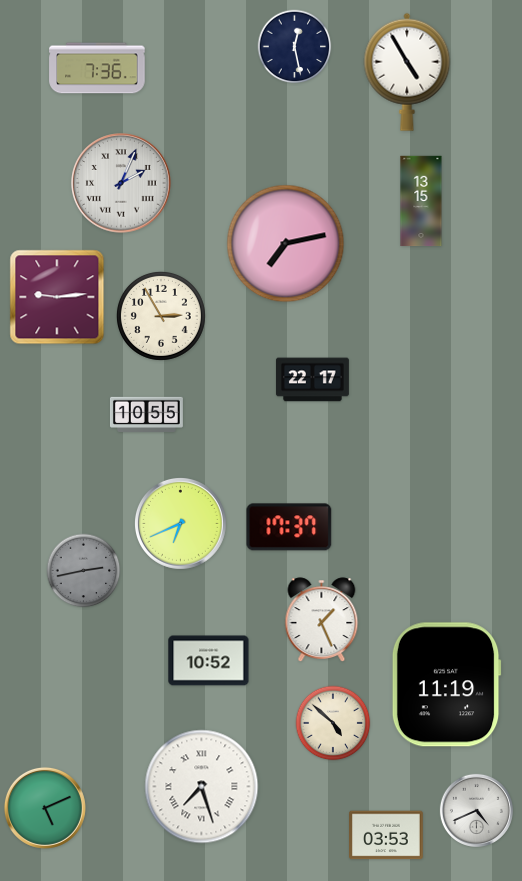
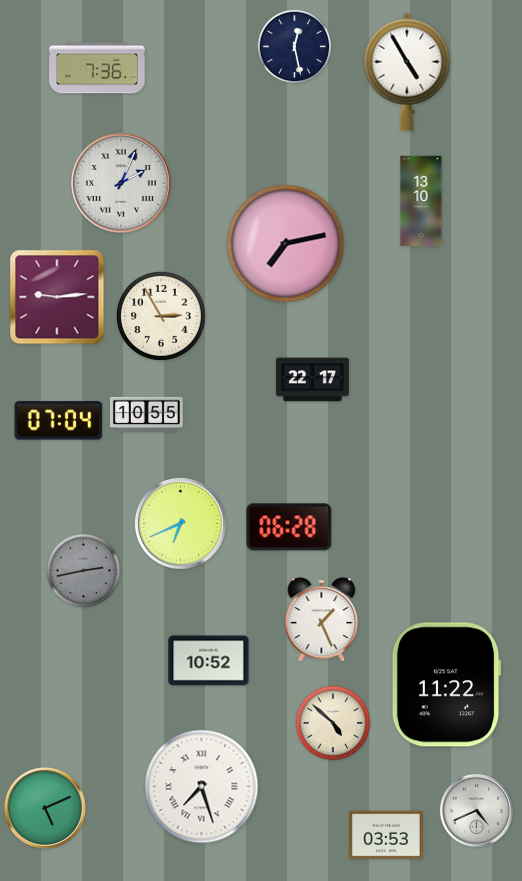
clock at (421, 201): 13:15 -> 13:10
clock at (59, 421): none -> 07:04
clock at (289, 527): 17:37 -> 06:28
clock at (446, 685): 11:19 -> 11:22
